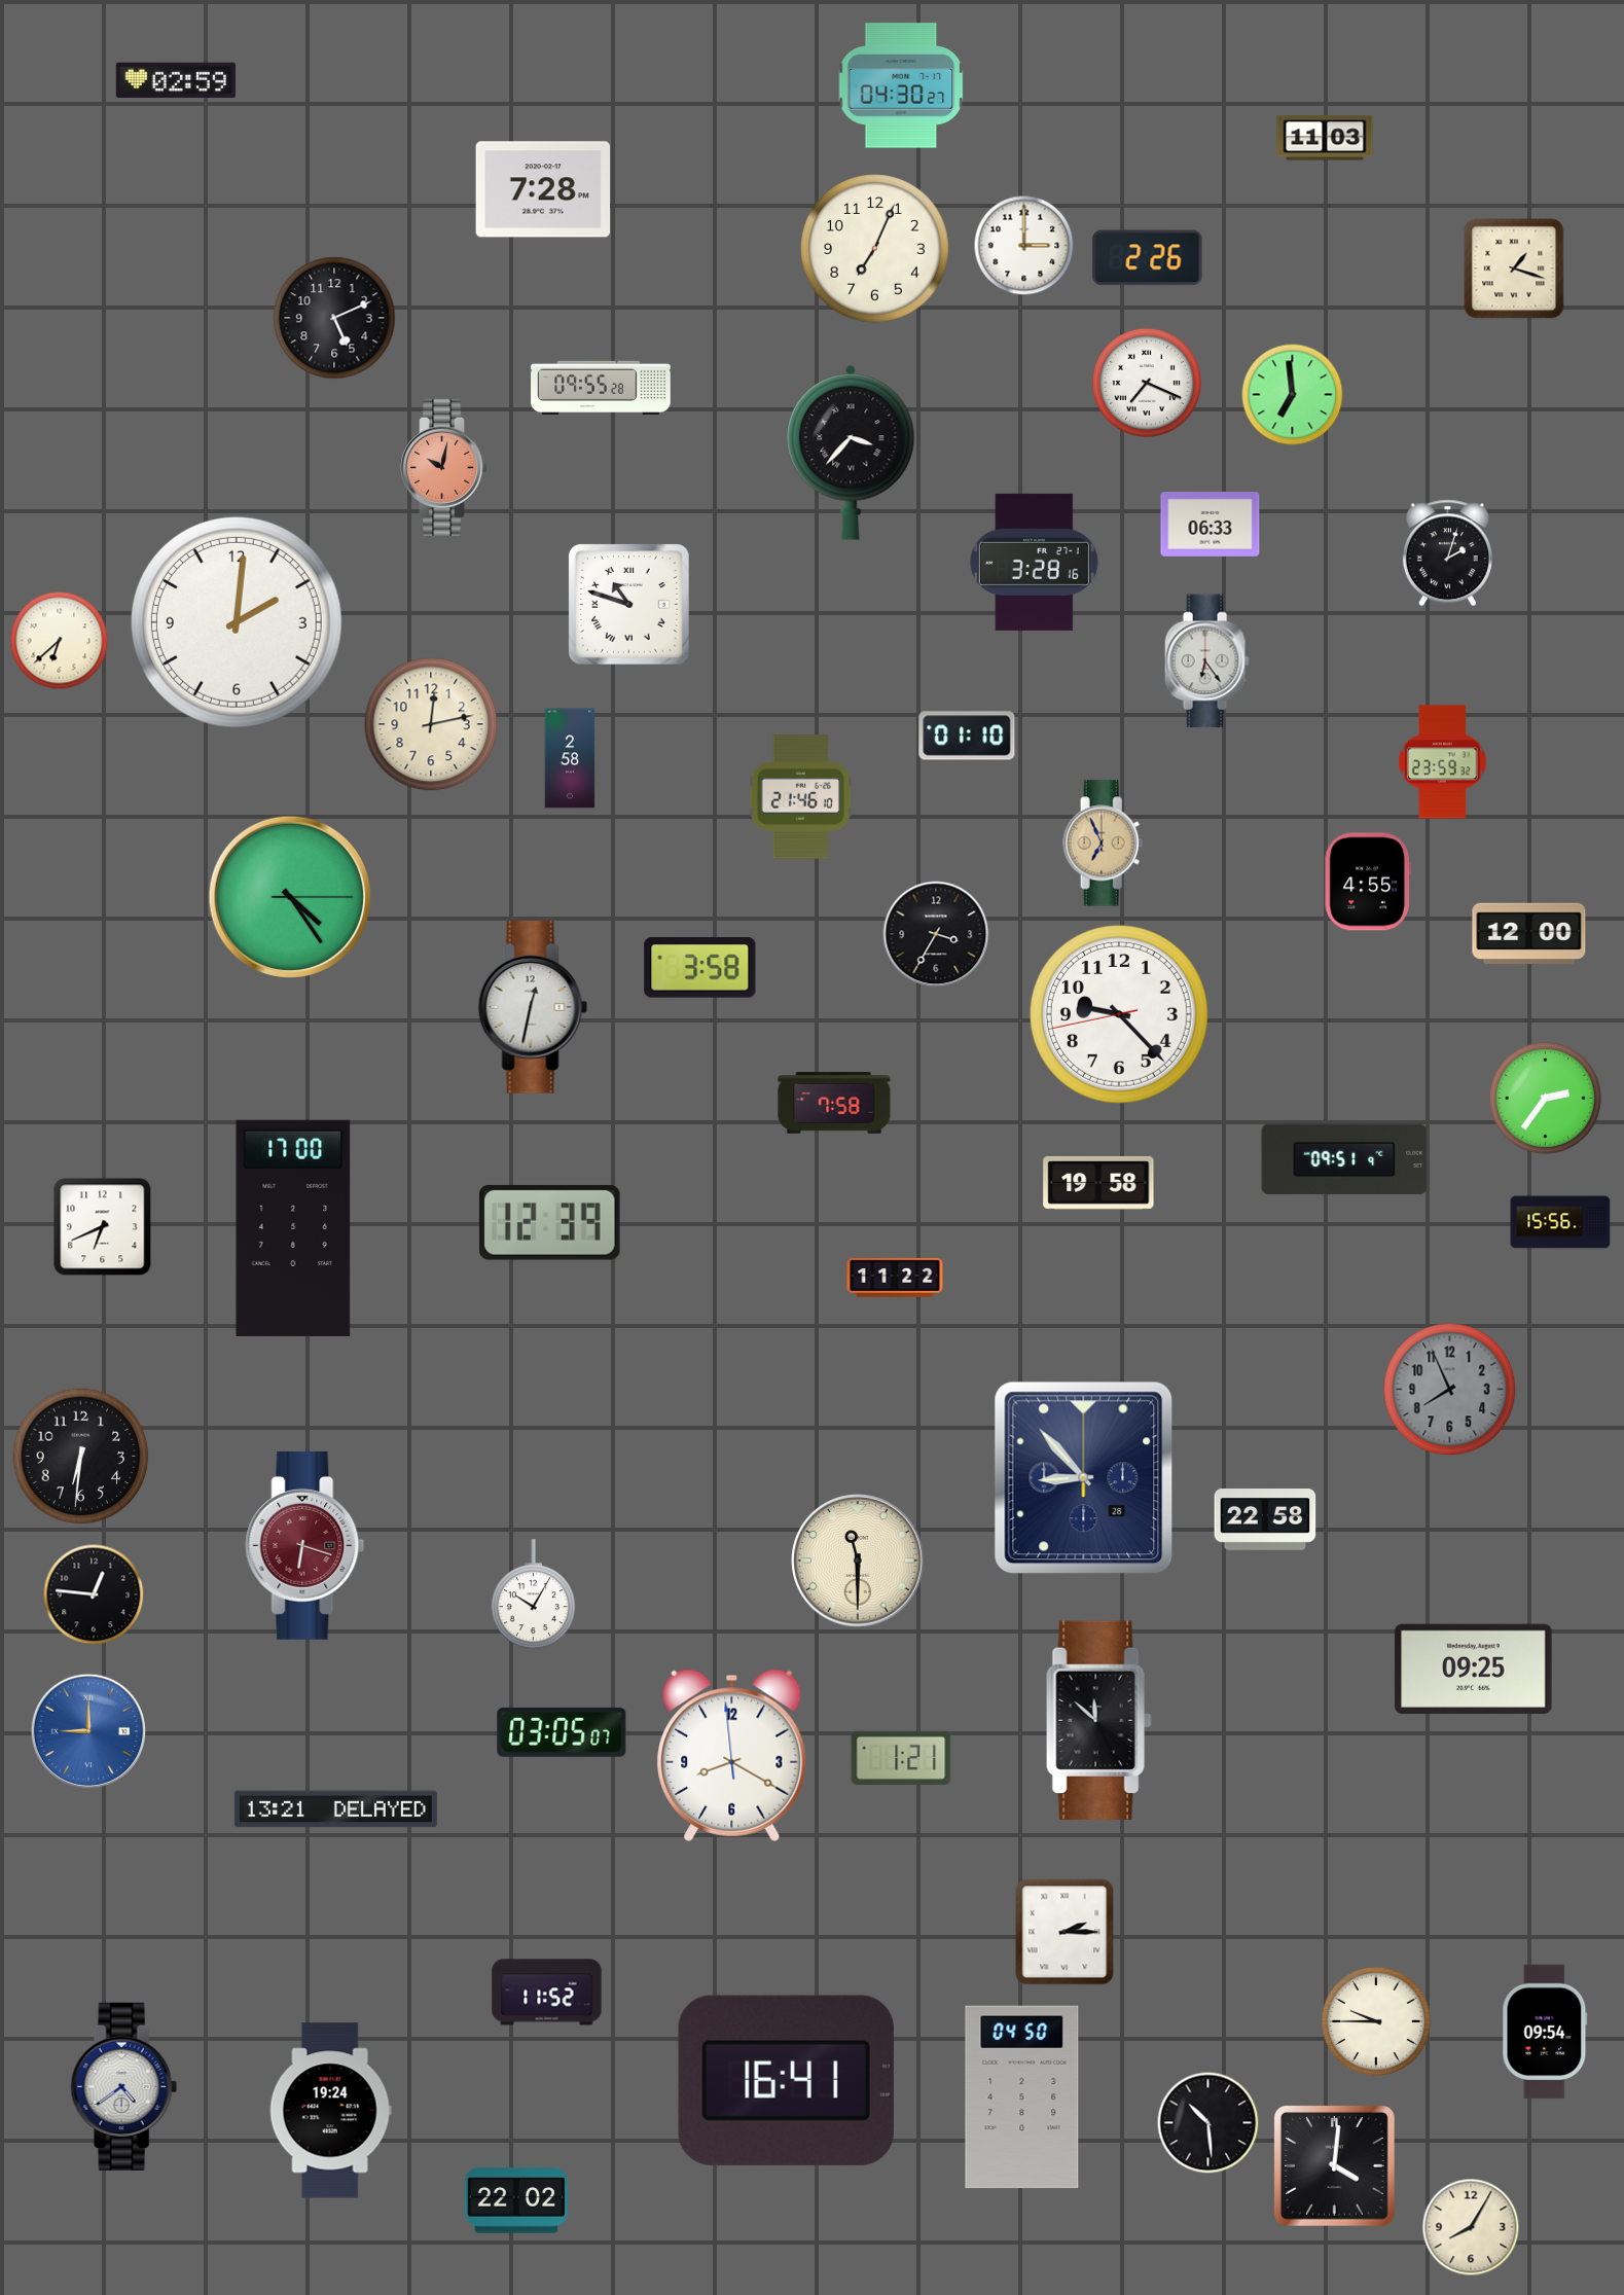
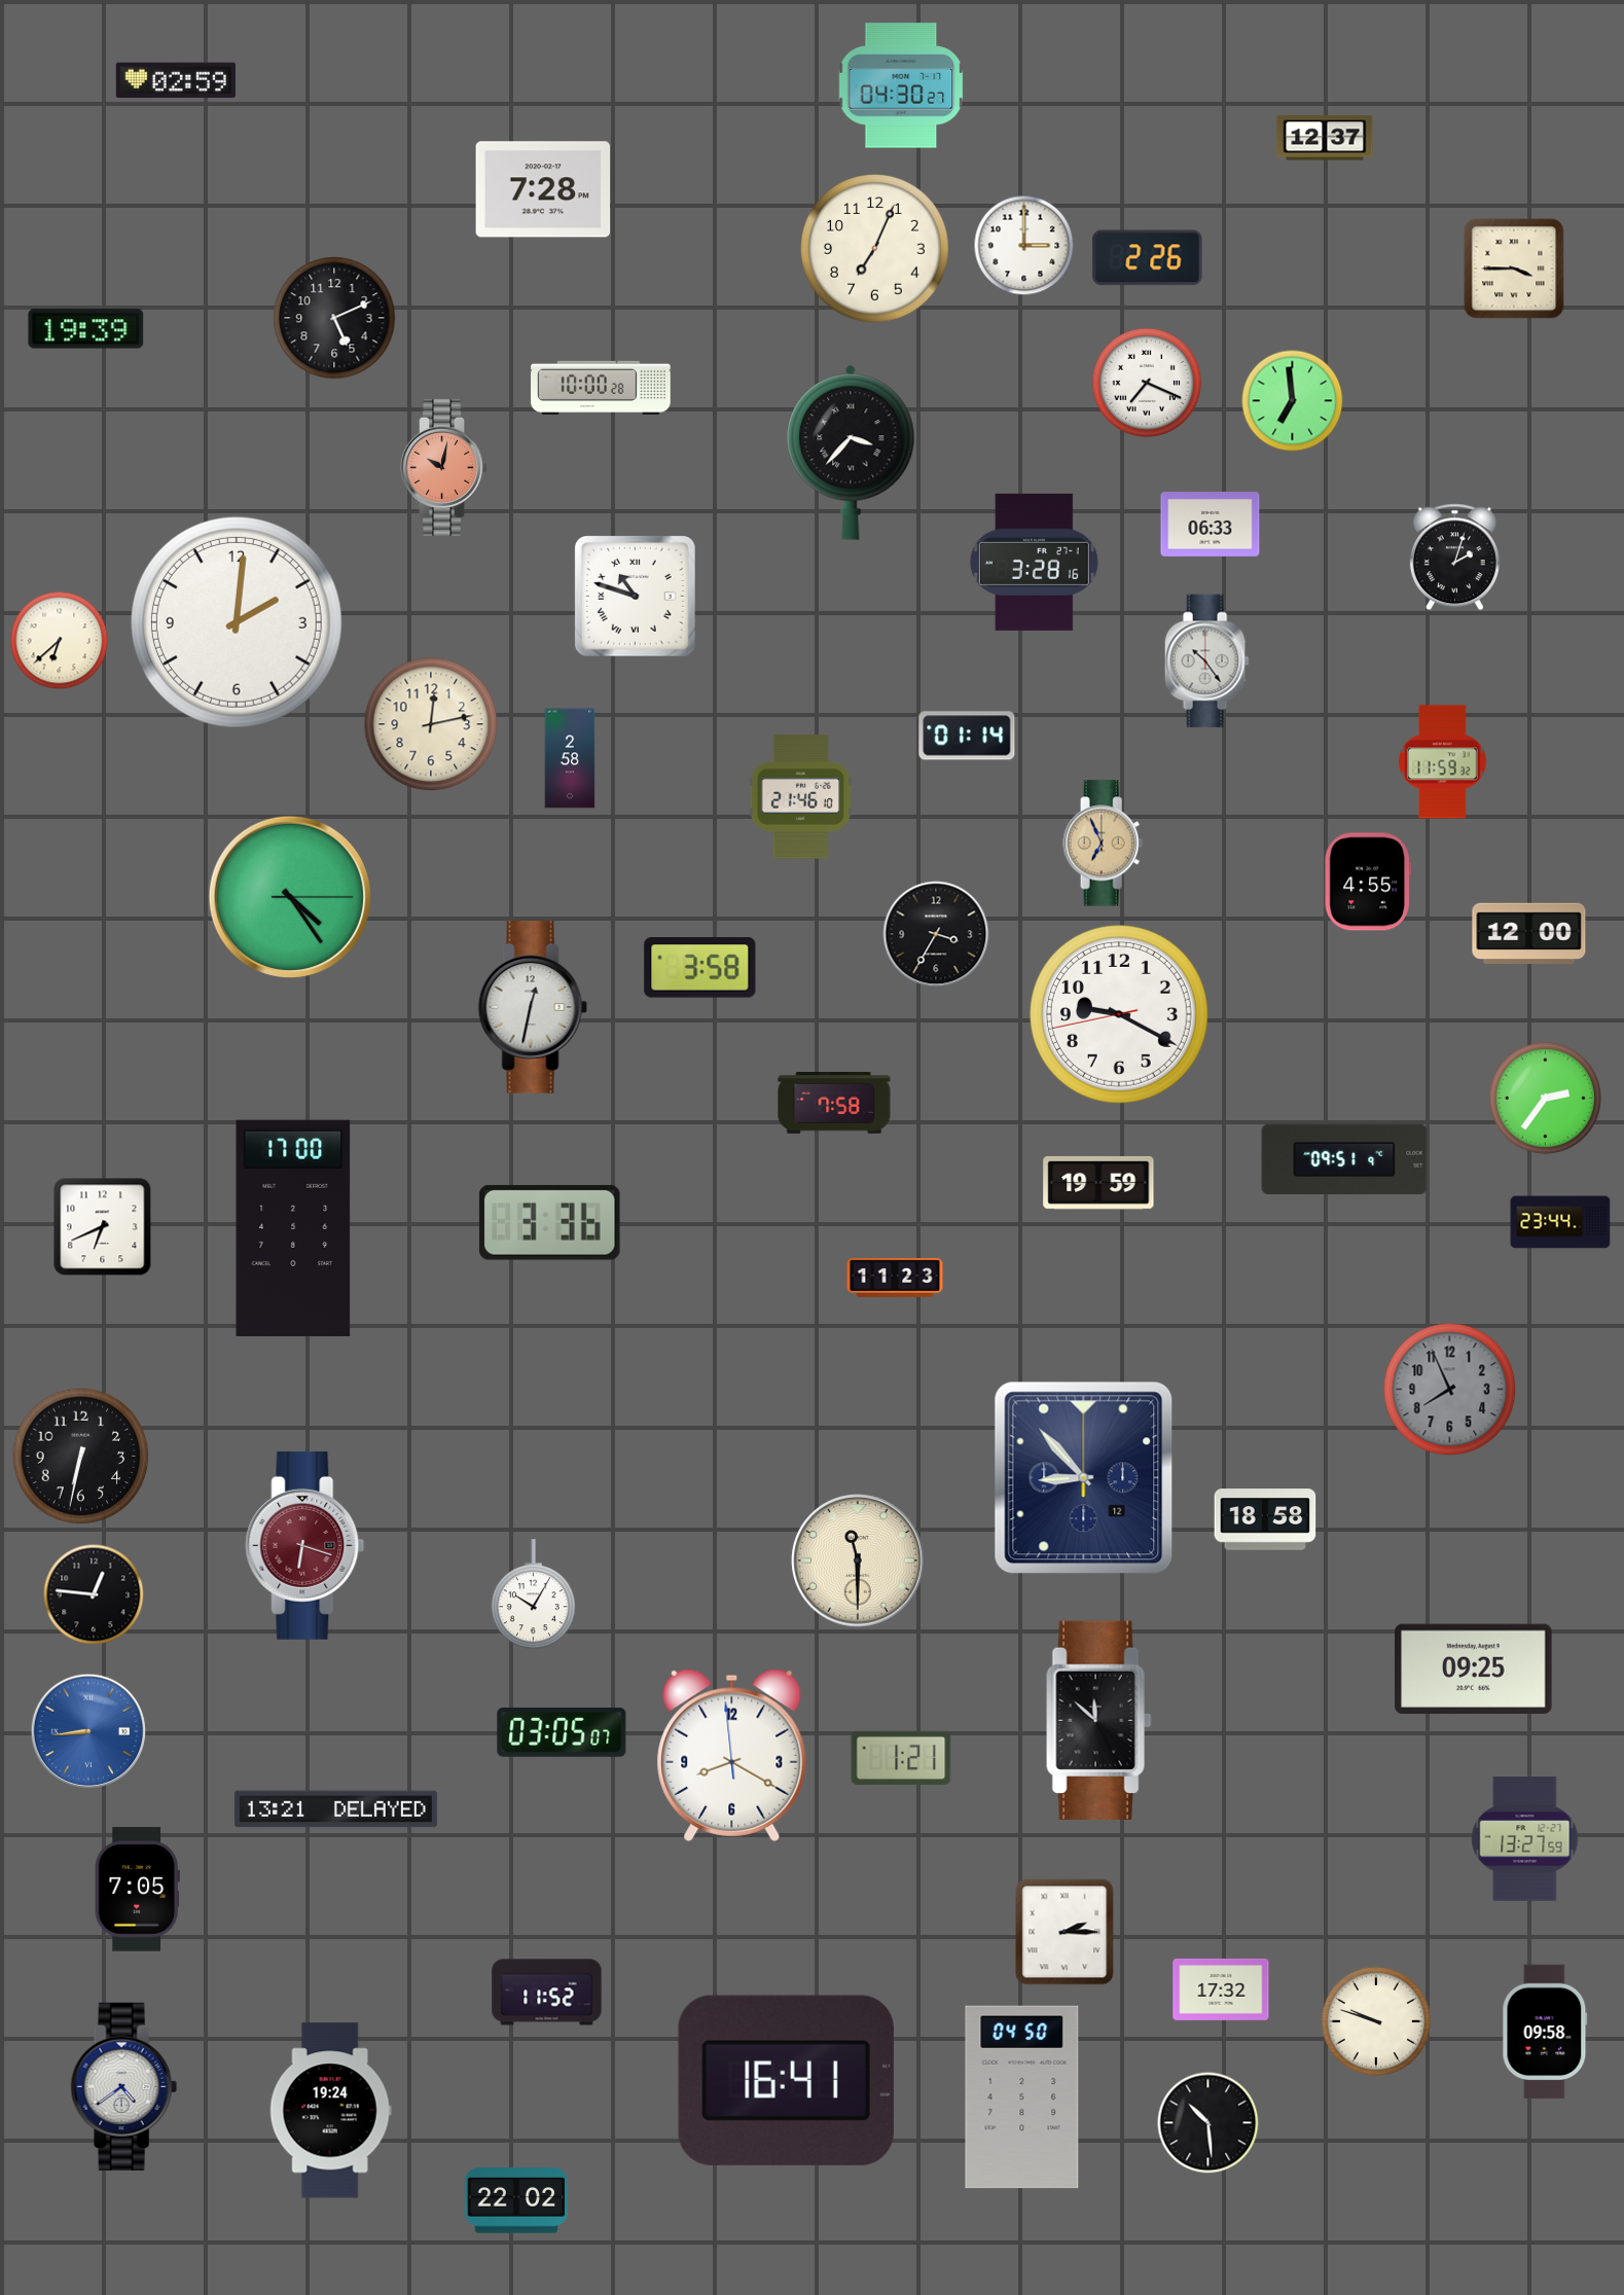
clock at (1325, 138): 11:03 -> 12:37
clock at (1514, 268): 1:18 -> 3:45
clock at (86, 329): none -> 19:39
clock at (601, 388): 09:55 -> 10:00
clock at (1293, 395) position: (1293, 395) -> (1293, 401)
clock at (1447, 553) position: (1447, 553) -> (1454, 558)
clock at (629, 605) position: (629, 605) -> (636, 597)
clock at (1206, 661): 6:24 -> 10:24
clock at (967, 736): 01:10 -> 01:14
clock at (1443, 762): 23:59 -> 11:59
clock at (1119, 1014): 9:22 -> 9:19
clock at (1098, 1183): 19:58 -> 19:59
clock at (549, 1222): 12:39 -> 3:36
clock at (1560, 1222): 15:56 -> 23:44
clock at (895, 1278): 11:22 -> 11:23
clock at (81, 1457): 6:31 -> 6:32
clock at (1084, 1478) date: 28 -> 12
clock at (1265, 1519): 22:58 -> 18:58
clock at (88, 1731): 9:00 -> 8:44
clock at (1525, 1839): none -> 13:27
clock at (137, 1890): none -> 7:05
clock at (1221, 1989): none -> 17:32
clock at (1376, 2021): 9:45 -> 9:48
clock at (1545, 2032): 09:54 -> 09:58
clock at (1335, 2166): 4:01 -> none
clock at (1471, 2227): 8:05 -> none
